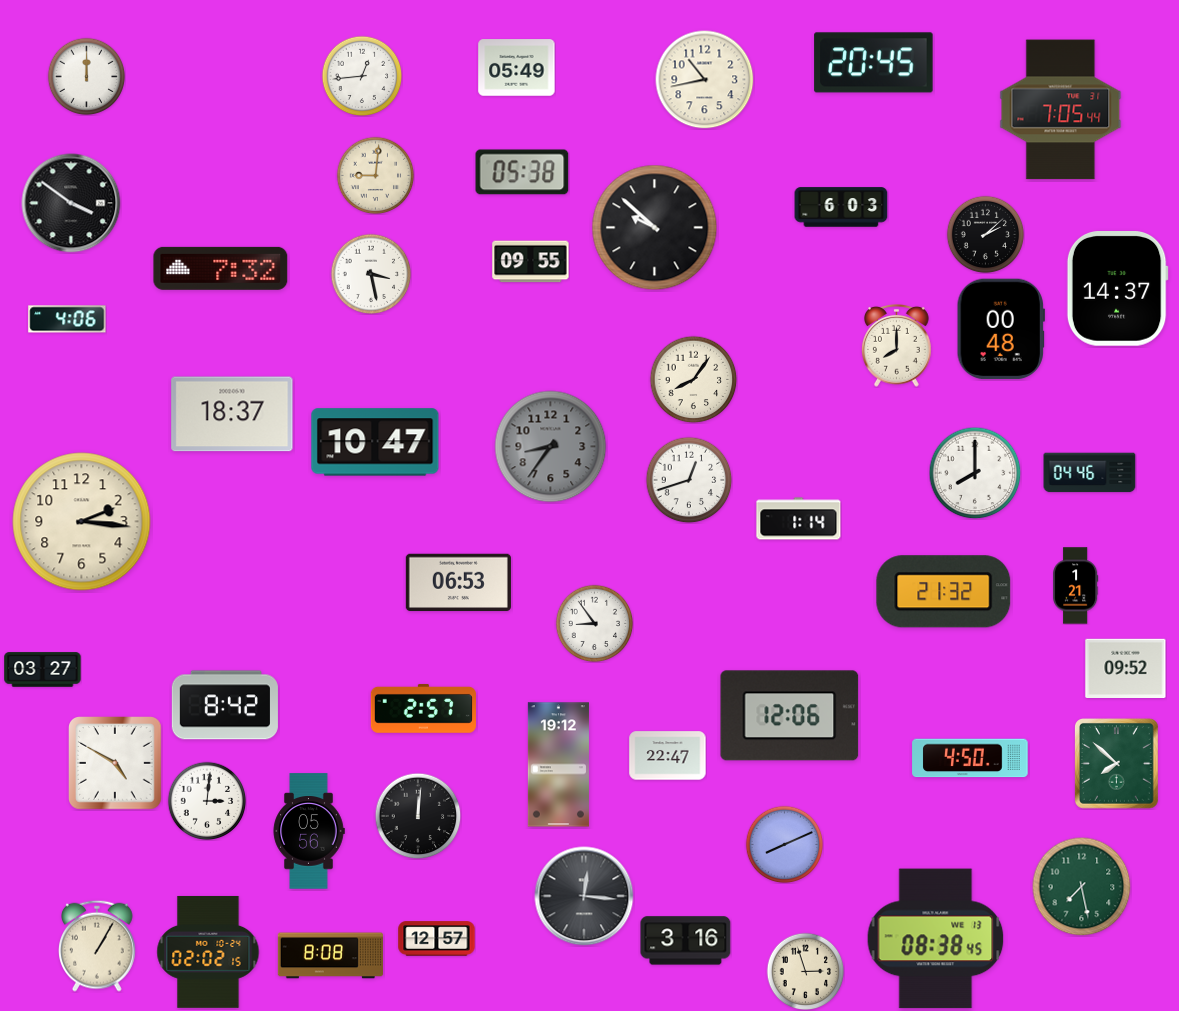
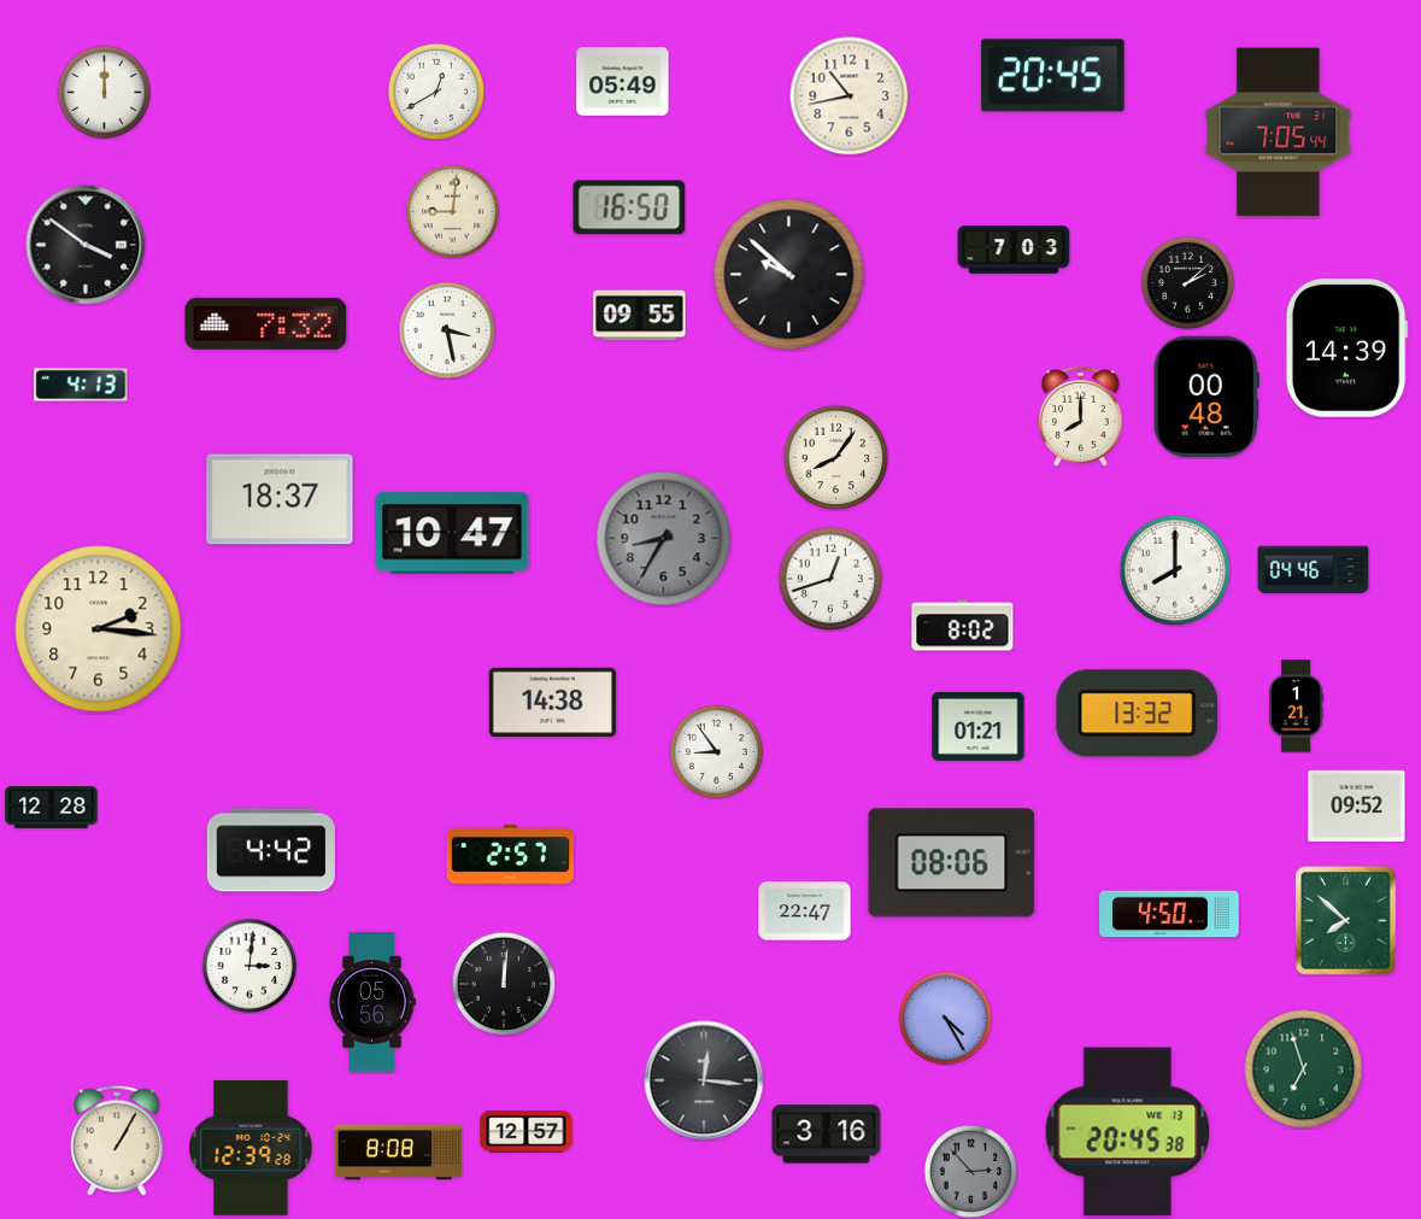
clock at (362, 76): 12:44 -> 12:40
clock at (522, 172): 05:38 -> 16:50
clock at (841, 207): 6:03 -> 7:03
clock at (1117, 289): 14:37 -> 14:39
clock at (67, 319): 4:06 -> 4:13
clock at (551, 447): 8:36 -> 8:35
clock at (799, 519): 1:14 -> 8:02
clock at (458, 583): 06:53 -> 14:38
clock at (944, 592): 21:32 -> 13:32
clock at (979, 726): none -> 01:21
clock at (43, 670): 03:27 -> 12:28
clock at (225, 705): 8:42 -> 4:42
clock at (790, 716): 12:06 -> 08:06
clock at (116, 764): 4:50 -> none
clock at (558, 765): 19:12 -> none
clock at (784, 844): 8:11 -> 4:25
clock at (1082, 887): 7:28 -> 6:57
clock at (936, 939): 08:38 -> 20:45
clock at (208, 952): 02:02 -> 12:39
clock at (805, 971): 2:57 -> 2:53
clock at (805, 971) dial: cream -> grey
